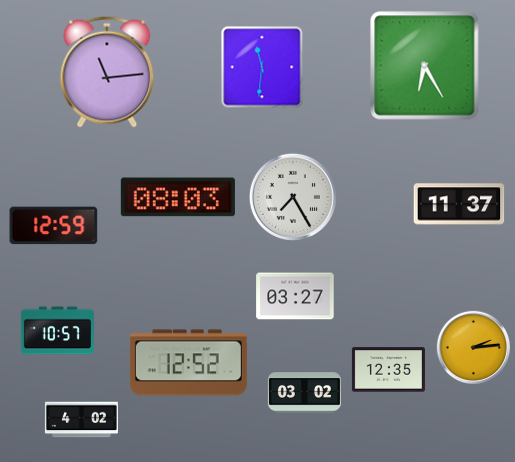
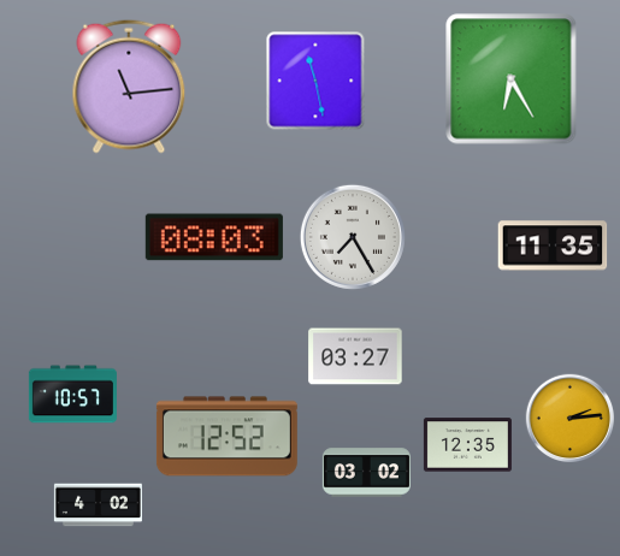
clock at (262, 67): 11:31 -> 11:28
clock at (459, 204): 11:37 -> 11:35
clock at (54, 226): 12:59 -> none
clock at (57, 331) position: (57, 331) -> (72, 395)
